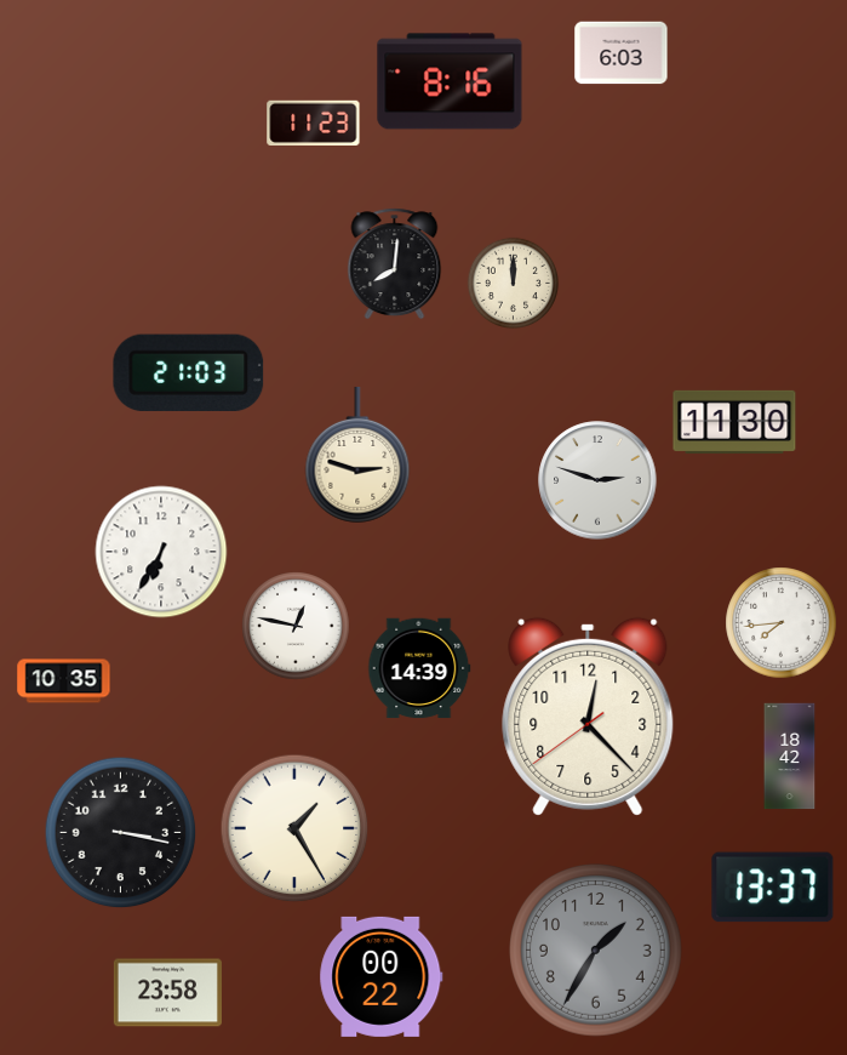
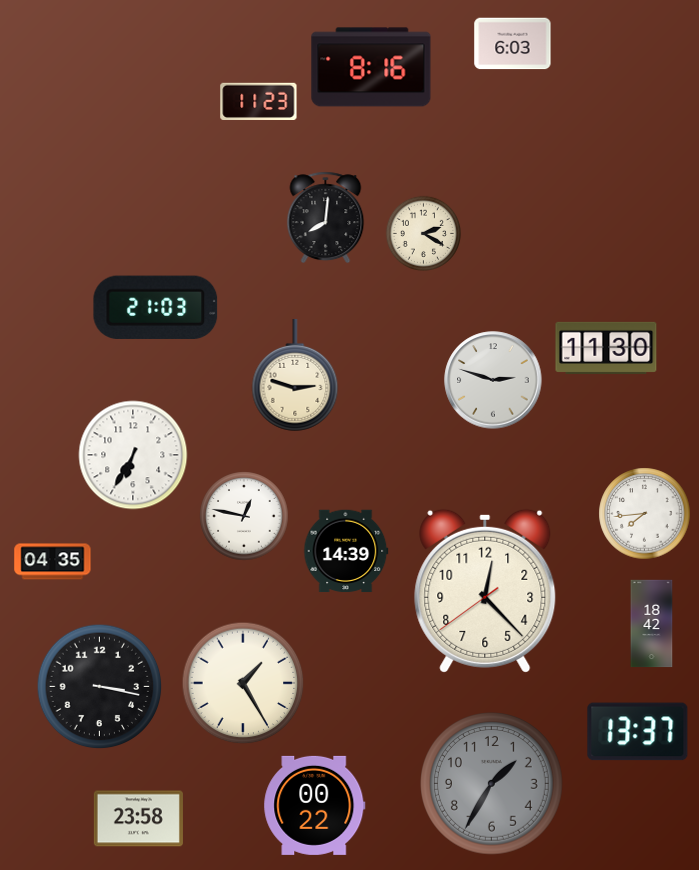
clock at (514, 284): 12:00 -> 2:20
clock at (597, 480) position: (597, 480) -> (493, 380)
clock at (64, 682): 10:35 -> 04:35
